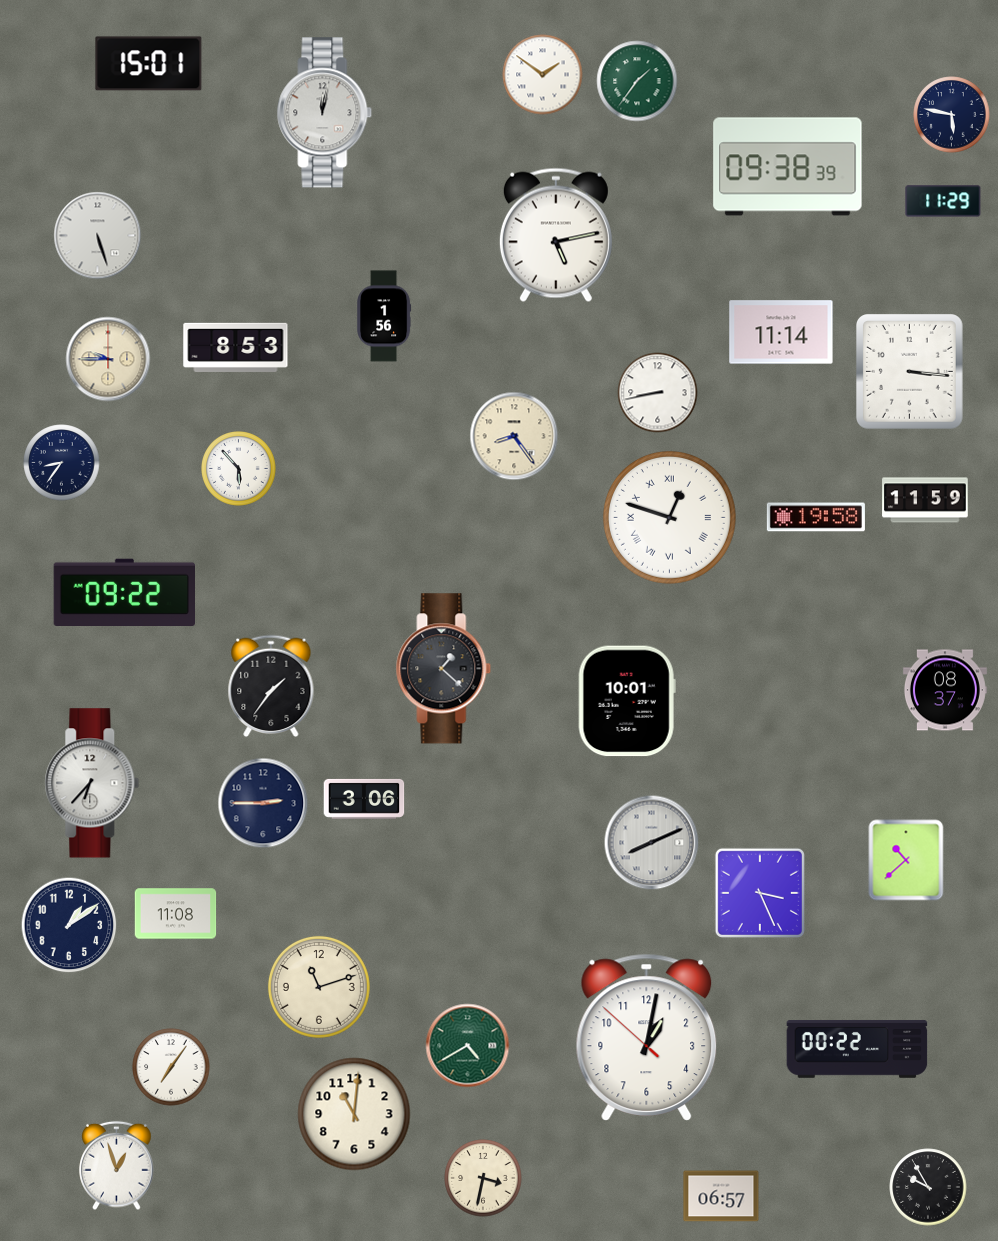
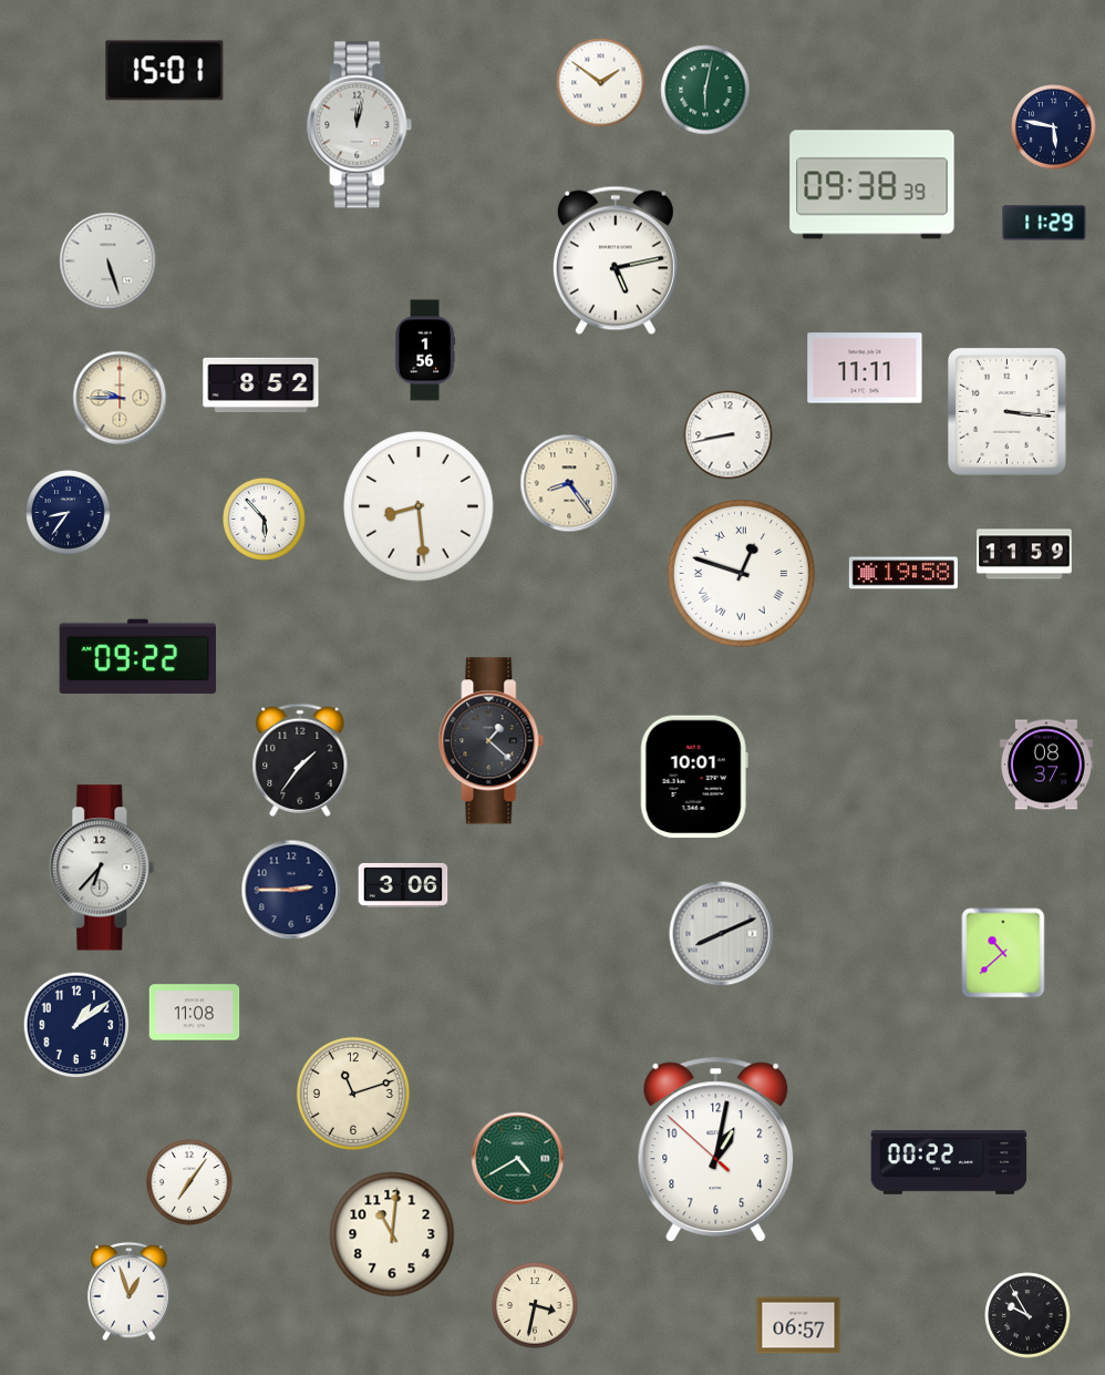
clock at (637, 81): 1:36 -> 6:02
clock at (781, 332): 11:14 -> 11:11
clock at (236, 347): 8:53 -> 8:52
clock at (419, 506): none -> 8:29
clock at (760, 893): 3:26 -> none
